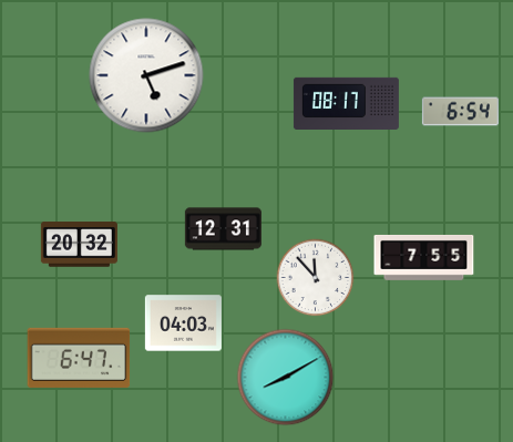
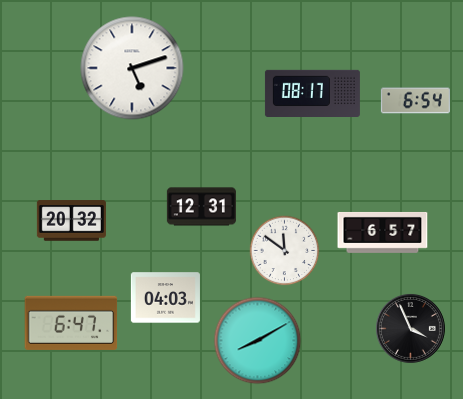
clock at (424, 257): 7:55 -> 6:57
clock at (316, 278): 11:53 -> 11:51
clock at (183, 323) position: (183, 323) -> (165, 298)
clock at (410, 328): none -> 3:56
